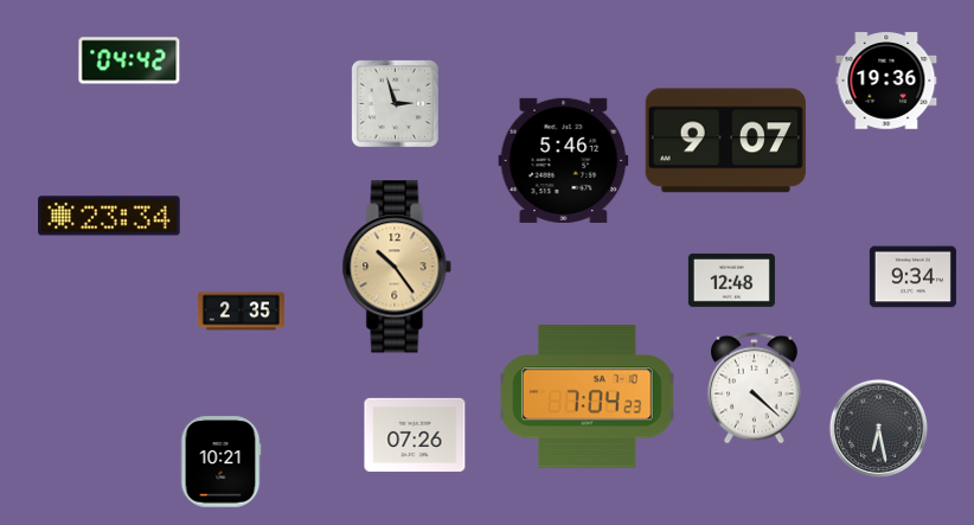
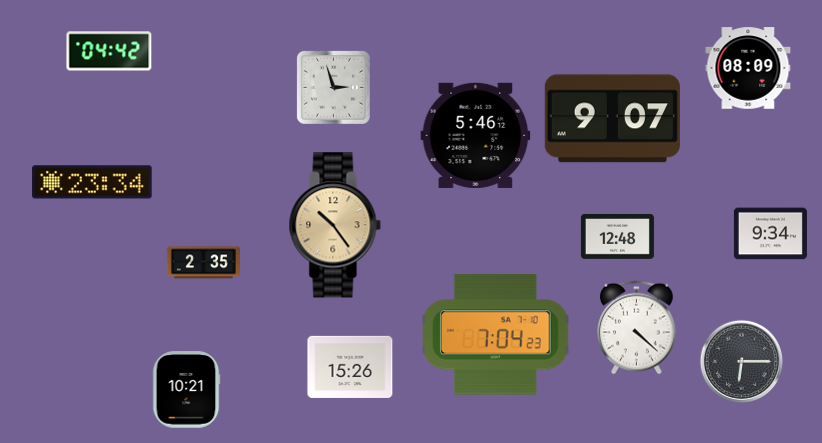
clock at (886, 81): 19:36 -> 08:09
clock at (878, 428): 6:28 -> 6:15
clock at (415, 435): 07:26 -> 15:26
